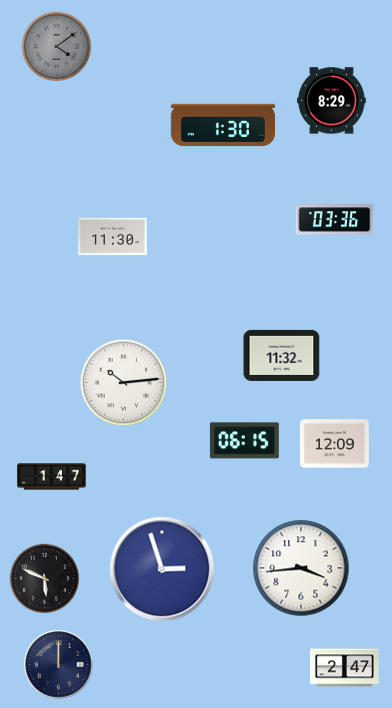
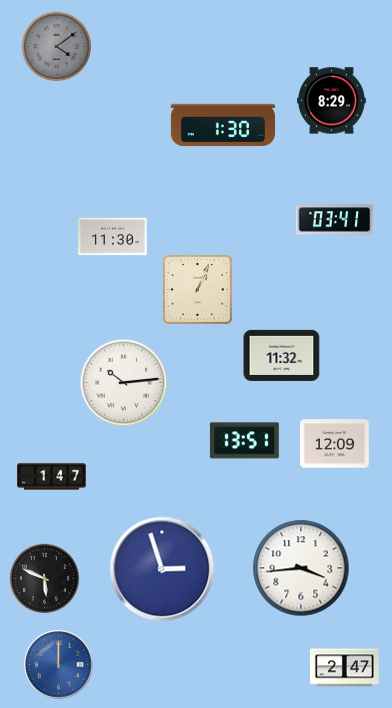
clock at (335, 220): 03:36 -> 03:41
clock at (198, 290): none -> 1:04
clock at (244, 441): 06:15 -> 13:51
clock at (59, 665) dial: navy -> blue
